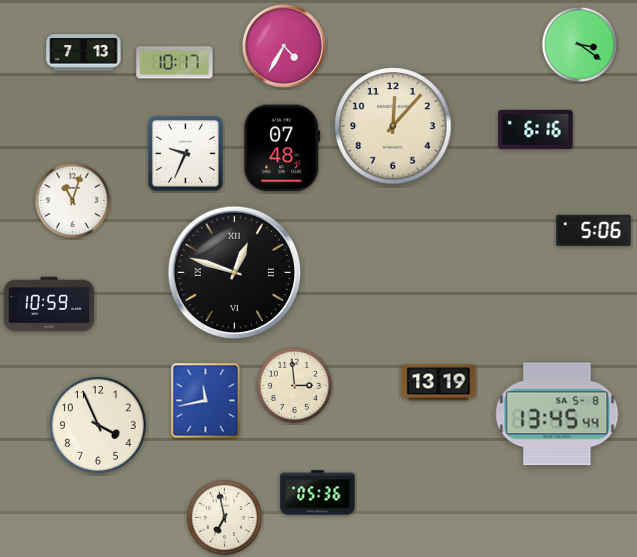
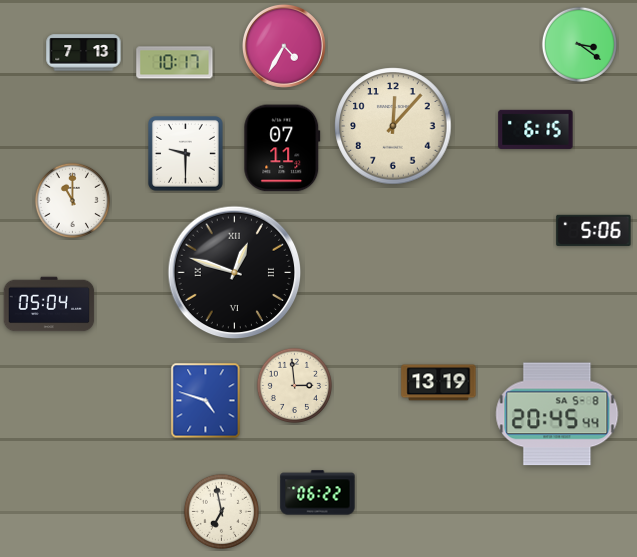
clock at (536, 129): 6:16 -> 6:15
clock at (282, 148): 07:48 -> 07:11
clock at (186, 154): 9:34 -> 9:30
clock at (72, 200): 11:03 -> 11:00
clock at (49, 304): 10:59 -> 05:04
clock at (206, 401): 11:43 -> 4:48
clock at (557, 414): 13:45 -> 20:45
clock at (98, 425): 3:56 -> none
clock at (318, 493): 05:36 -> 06:22
clock at (224, 517) position: (224, 517) -> (221, 511)
